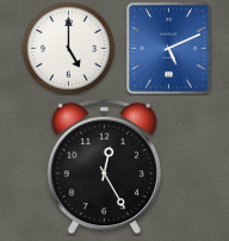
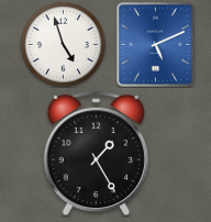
clock at (68, 48): 5:00 -> 4:57
clock at (104, 167): 12:25 -> 1:25
